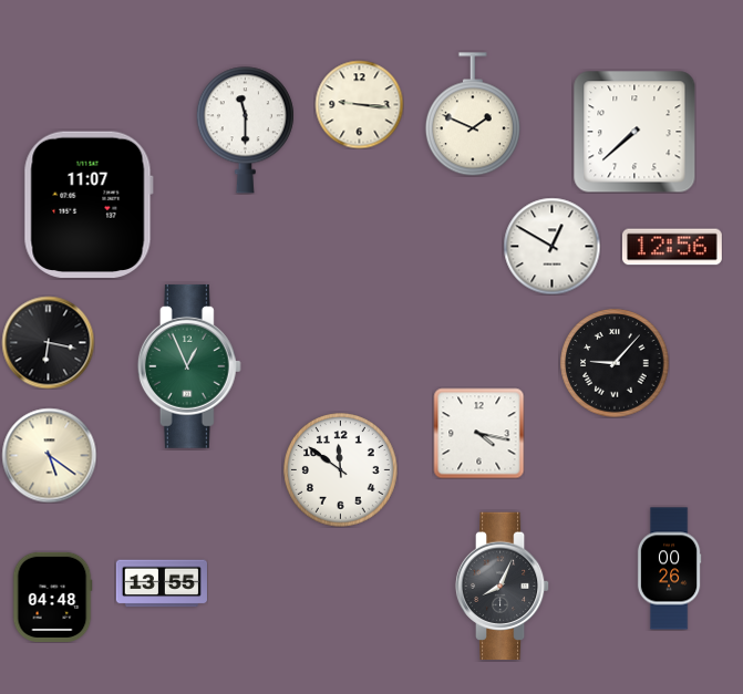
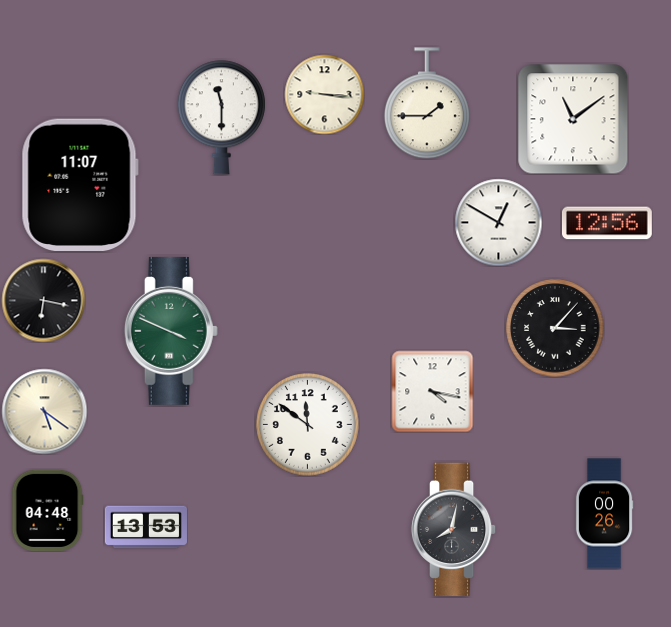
clock at (473, 114): 1:49 -> 1:45
clock at (634, 132): 7:38 -> 11:09
clock at (48, 342) position: (48, 342) -> (43, 300)
clock at (615, 363): 9:07 -> 3:07
clock at (189, 366): 12:56 -> 3:49
clock at (162, 583): 13:55 -> 13:53
clock at (503, 587): 8:04 -> 8:02
clock at (52, 597) position: (52, 597) -> (47, 510)
